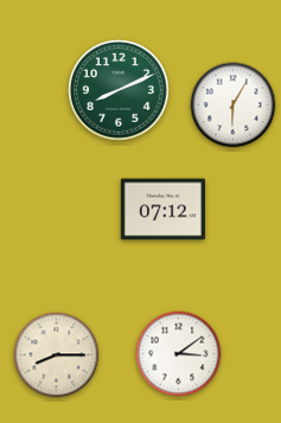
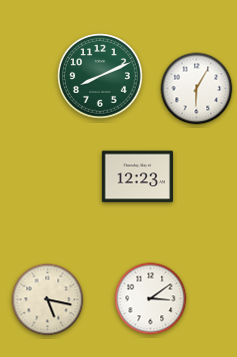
clock at (162, 210): 07:12 -> 12:23
clock at (57, 355): 8:15 -> 5:17
